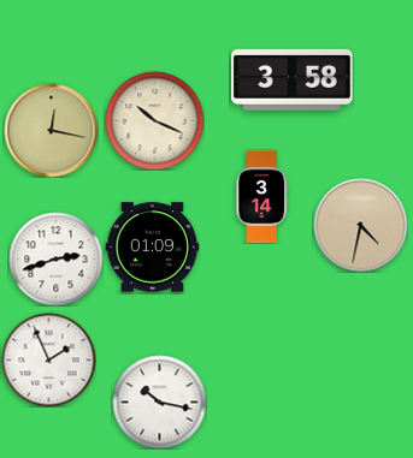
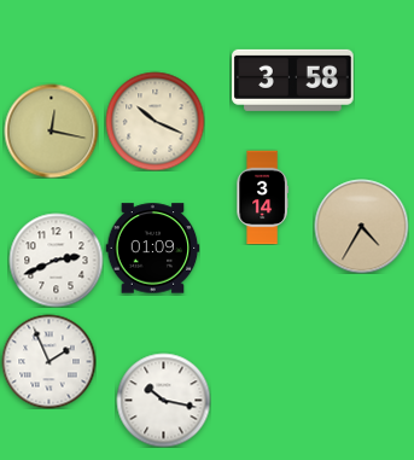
clock at (360, 225): 4:32 -> 4:35
clock at (55, 258): 2:42 -> 2:41
clock at (159, 402) position: (159, 402) -> (163, 400)
